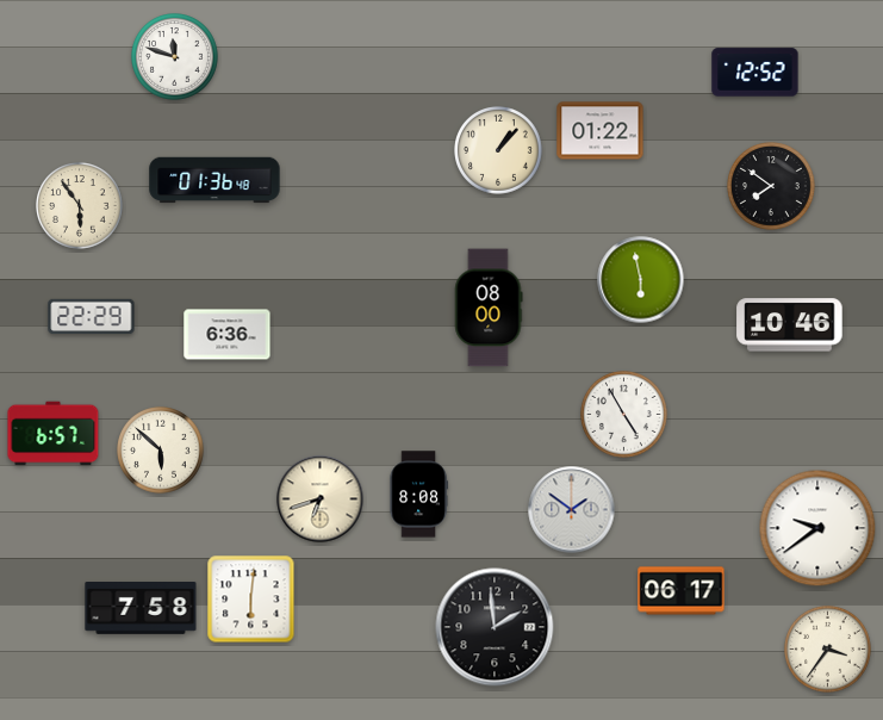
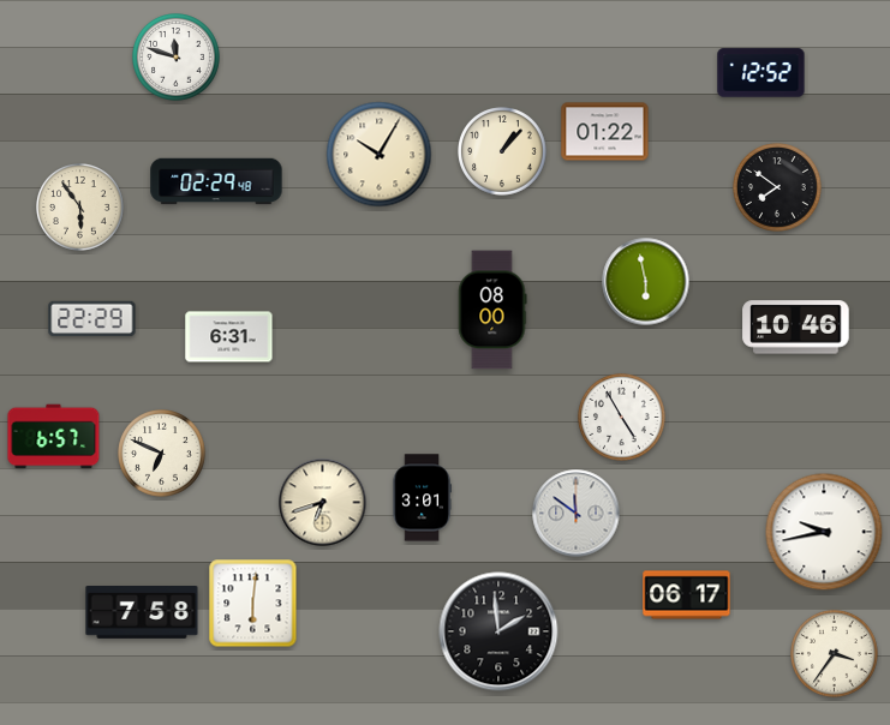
clock at (380, 155): none -> 10:05
clock at (214, 180): 01:36 -> 02:29
clock at (228, 335): 6:36 -> 6:31
clock at (624, 415) position: (624, 415) -> (622, 418)
clock at (161, 451): 5:52 -> 6:49
clock at (418, 495): 8:08 -> 3:01
clock at (572, 510): 1:51 -> 11:51
clock at (817, 528): 9:39 -> 9:43
